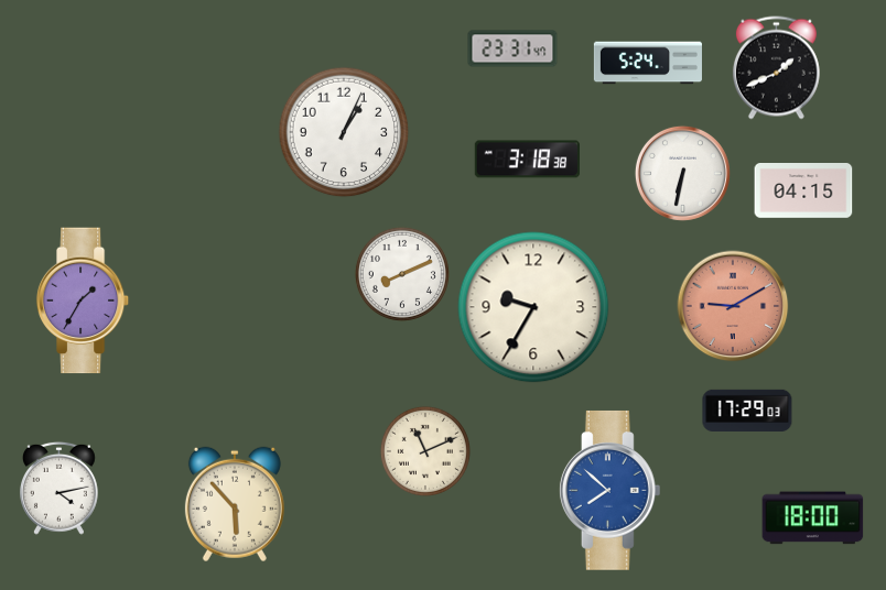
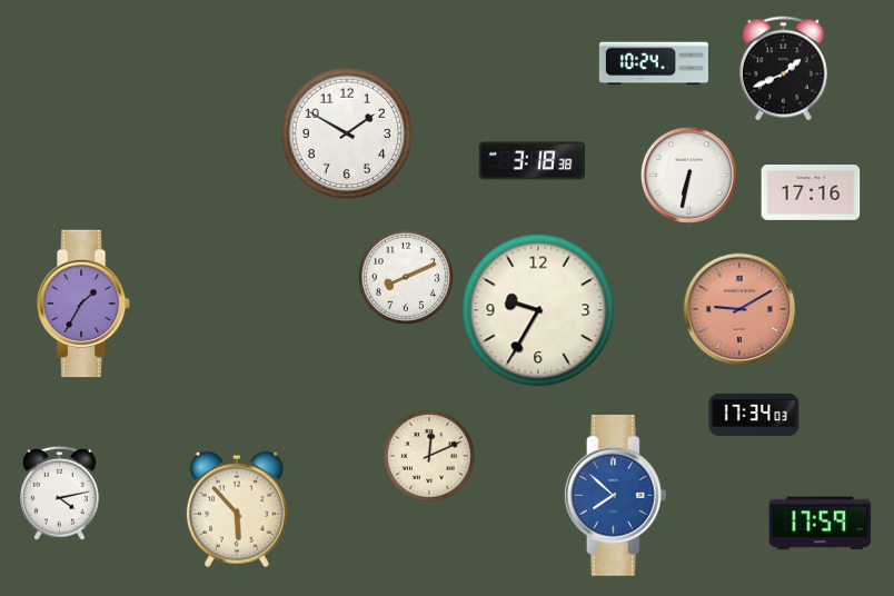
clock at (512, 48): 23:31 -> none
clock at (648, 63): 5:24 -> 10:24
clock at (344, 132): 1:04 -> 1:50
clock at (803, 192): 04:15 -> 17:16
clock at (747, 411): 17:29 -> 17:34
clock at (425, 451): 11:11 -> 12:11
clock at (813, 518): 18:00 -> 17:59
